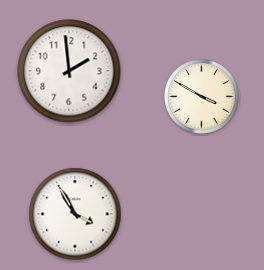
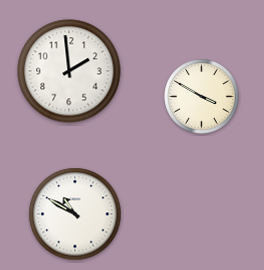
clock at (75, 214): 3:55 -> 10:50
